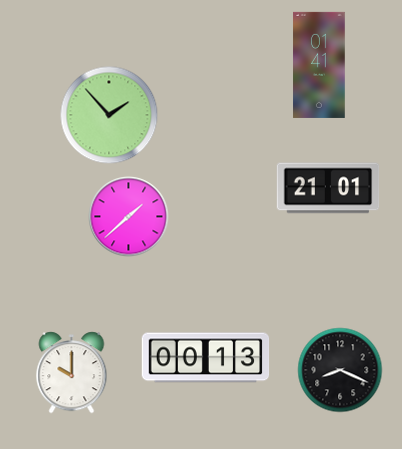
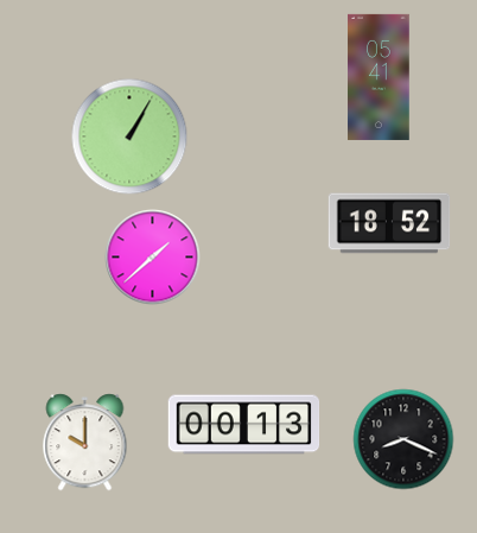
clock at (319, 65): 01:41 -> 05:41
clock at (109, 115): 1:53 -> 1:05
clock at (328, 188): 21:01 -> 18:52
